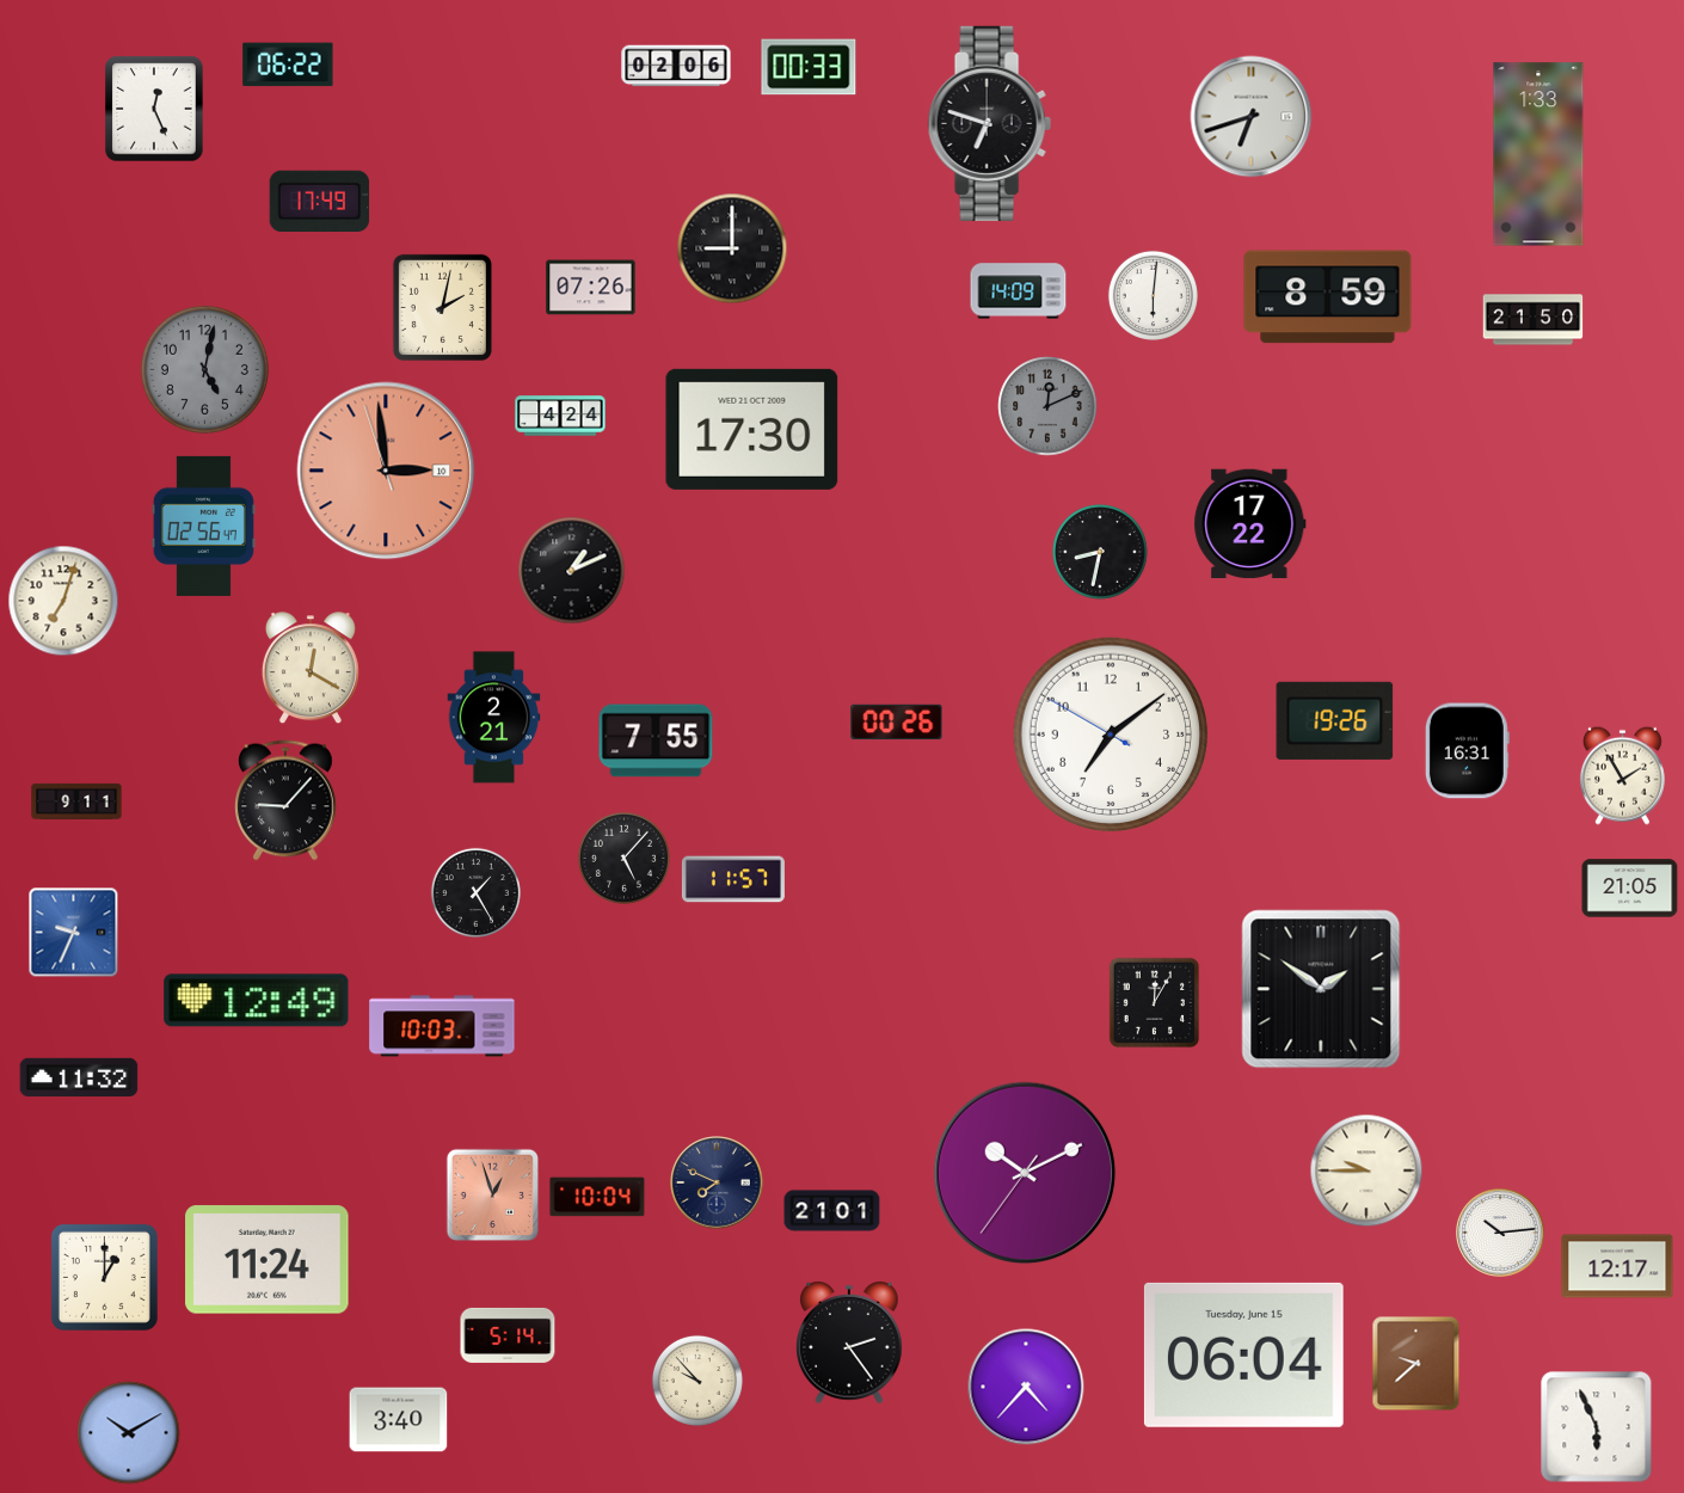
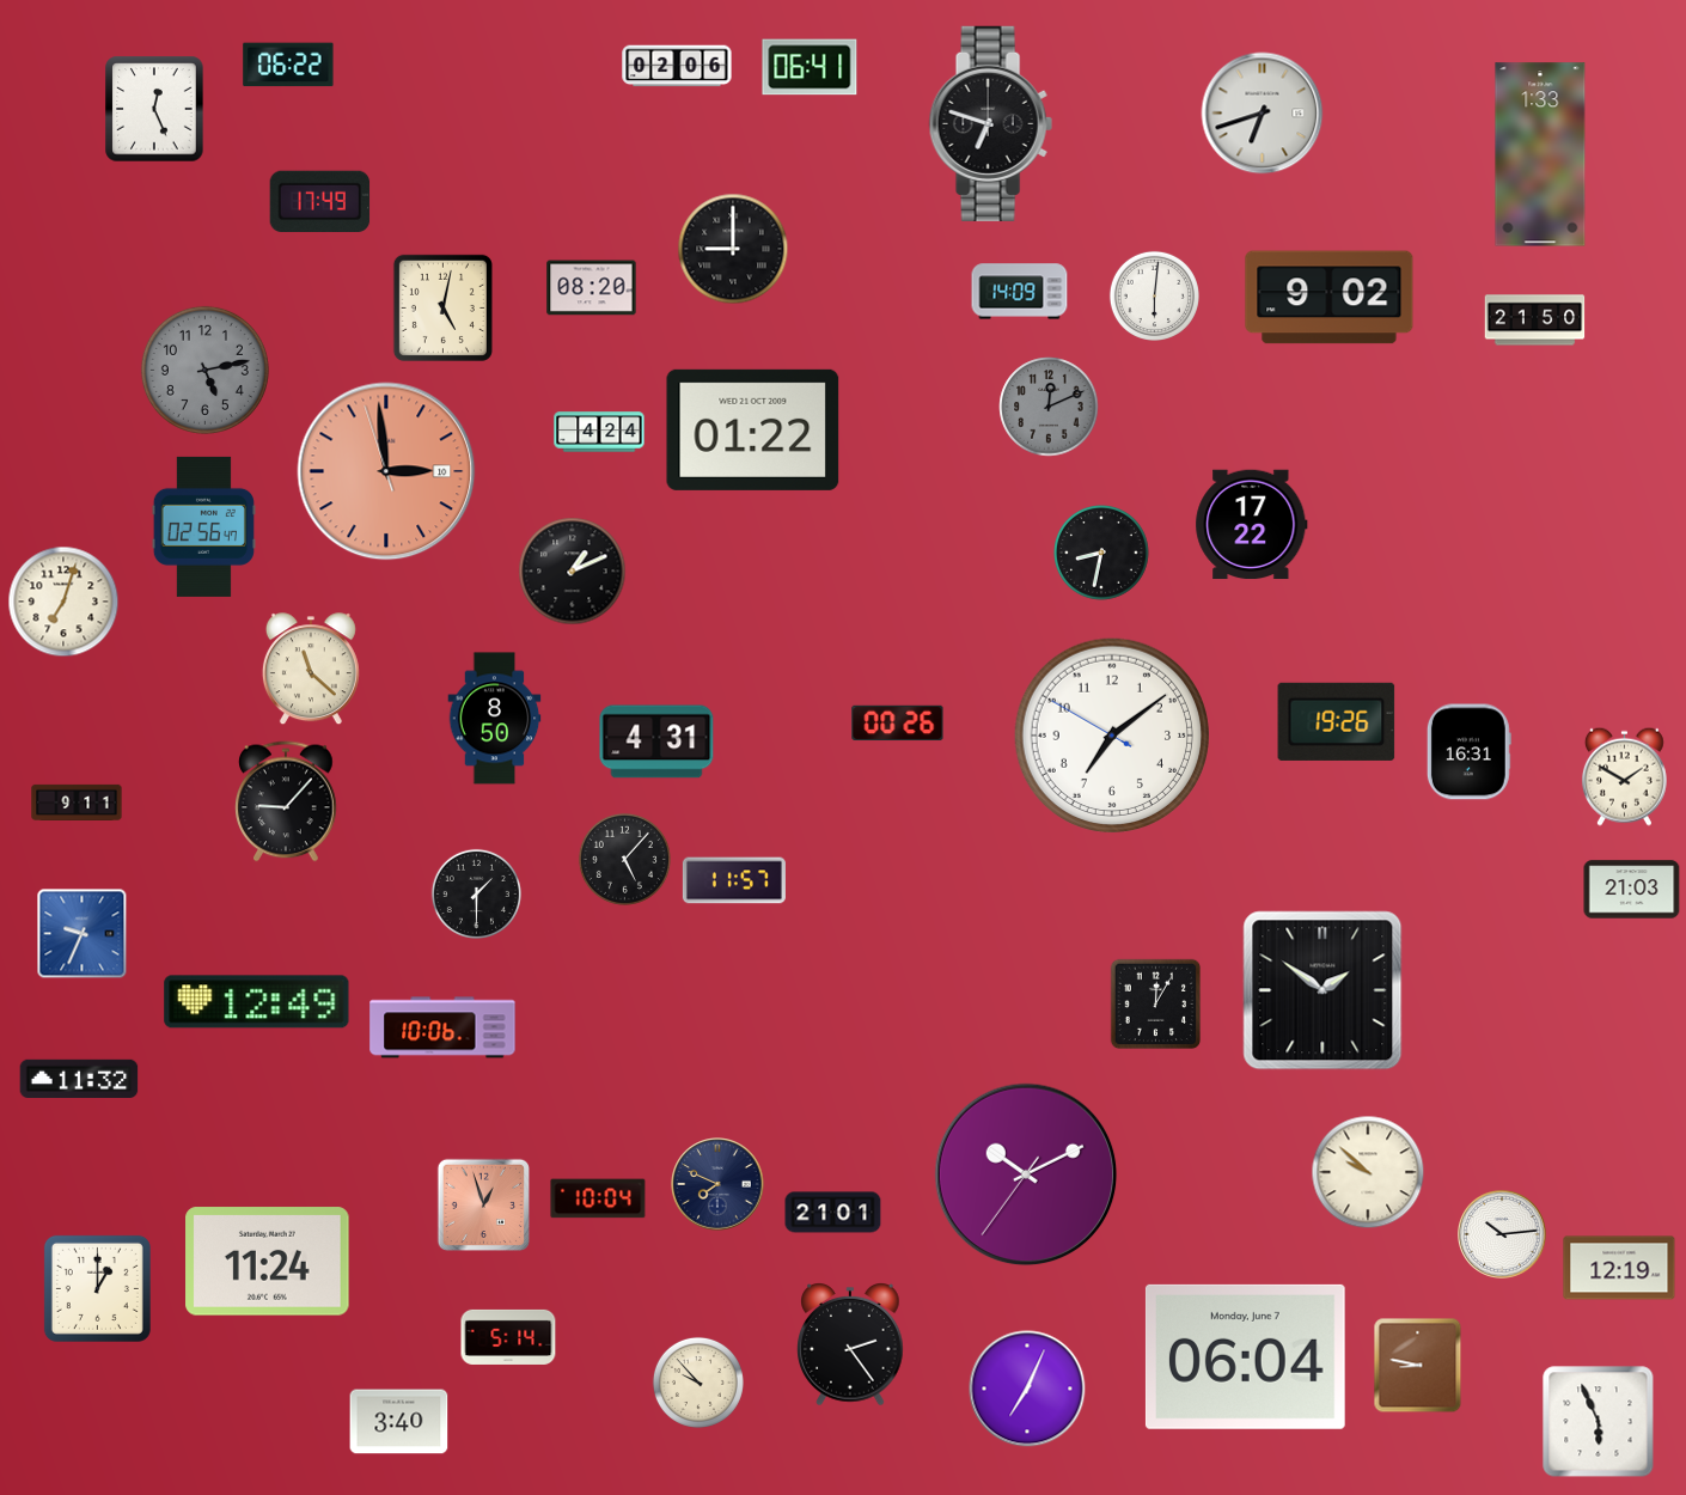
clock at (809, 67): 00:33 -> 06:41
clock at (1252, 117) position: (1252, 117) -> (1263, 114)
clock at (591, 288): 07:26 -> 08:20
clock at (1328, 297): 8:59 -> 9:02
clock at (442, 307): 2:02 -> 5:02
clock at (204, 369): 5:02 -> 5:13
clock at (560, 416) position: (560, 416) -> (599, 432)
clock at (752, 429): 17:30 -> 01:22
clock at (311, 669): 12:20 -> 11:22
clock at (494, 718): 2:21 -> 8:50
clock at (656, 741): 7:55 -> 4:31
clock at (1622, 775): 1:55 -> 1:50
clock at (1630, 889): 21:05 -> 21:03
clock at (475, 892): 1:25 -> 1:30
clock at (74, 933) position: (74, 933) -> (83, 934)
clock at (442, 1026): 10:03 -> 10:06
clock at (1366, 1171): 9:45 -> 9:52
clock at (492, 1194) position: (492, 1194) -> (483, 1204)
clock at (1617, 1266): 12:17 -> 12:19
clock at (104, 1277) position: (104, 1277) -> (97, 1288)
clock at (1243, 1354) date: Tuesday, June 15 -> Monday, June 7
clock at (1416, 1364): 9:38 -> 8:47
clock at (1026, 1387): 4:37 -> 7:04
clock at (1597, 1427) position: (1597, 1427) -> (1599, 1422)
clock at (129, 1433): 10:10 -> none
